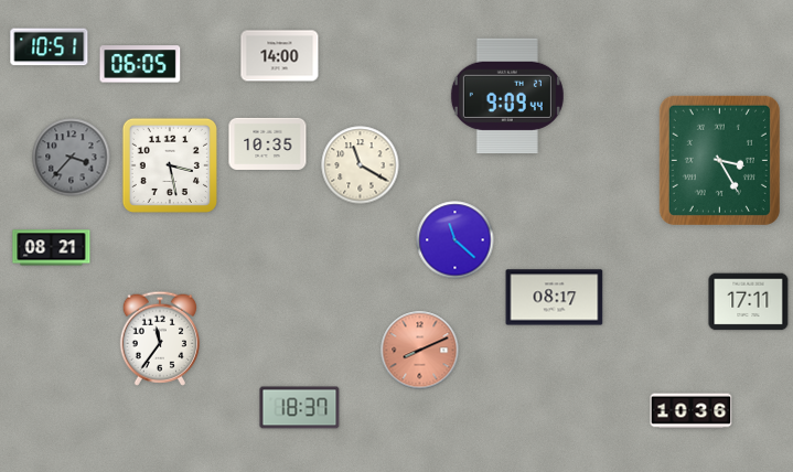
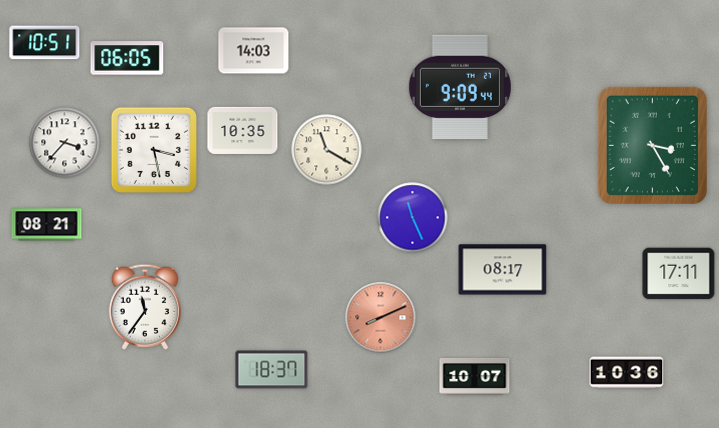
clock at (280, 56): 14:00 -> 14:03
clock at (72, 158) dial: grey -> white
clock at (456, 240): 11:22 -> 11:26
clock at (475, 377): none -> 10:07
